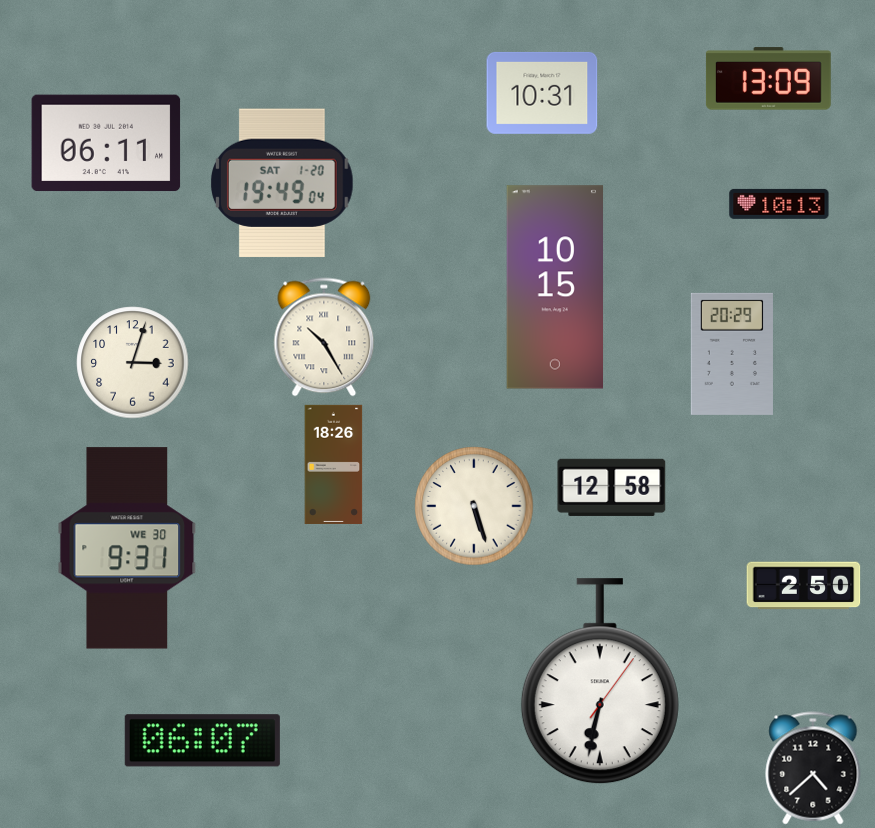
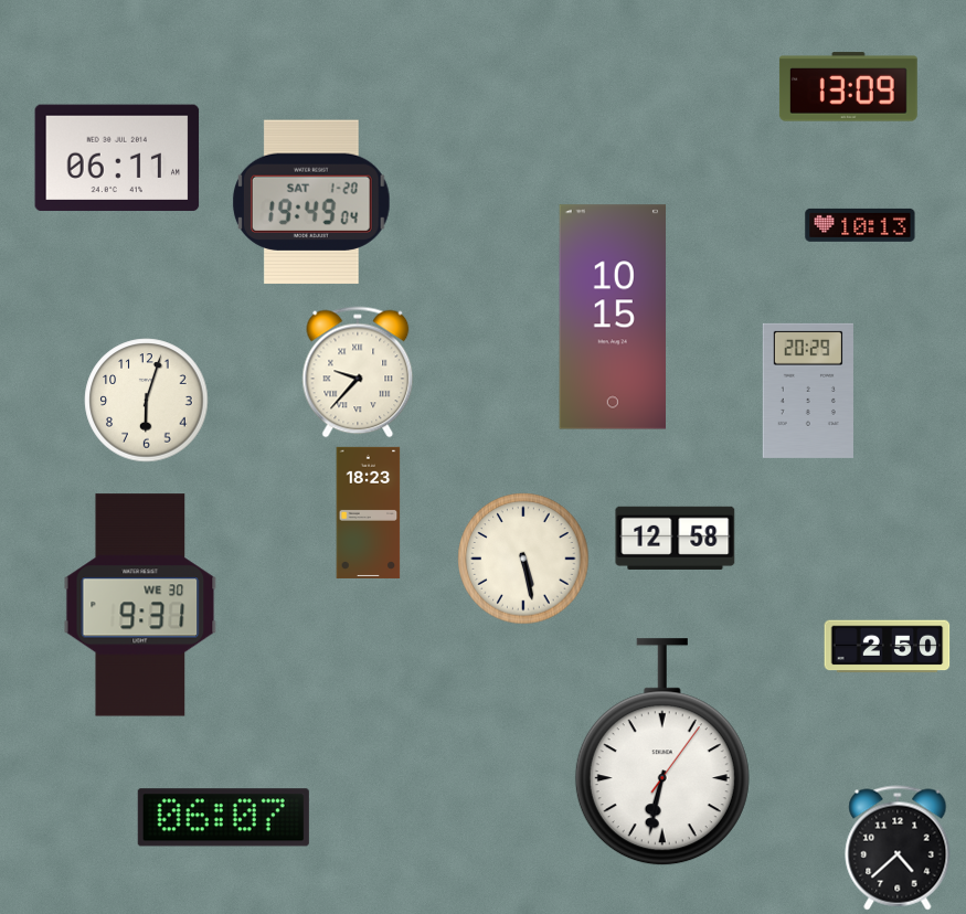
clock at (542, 93): 10:31 -> none
clock at (324, 337): 10:25 -> 9:37
clock at (133, 363): 3:03 -> 6:03
clock at (334, 464): 18:26 -> 18:23
clock at (474, 506): 5:27 -> 5:28
